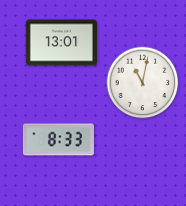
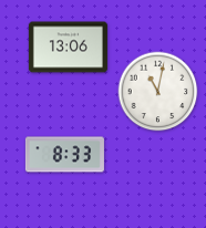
clock at (61, 43): 13:01 -> 13:06
